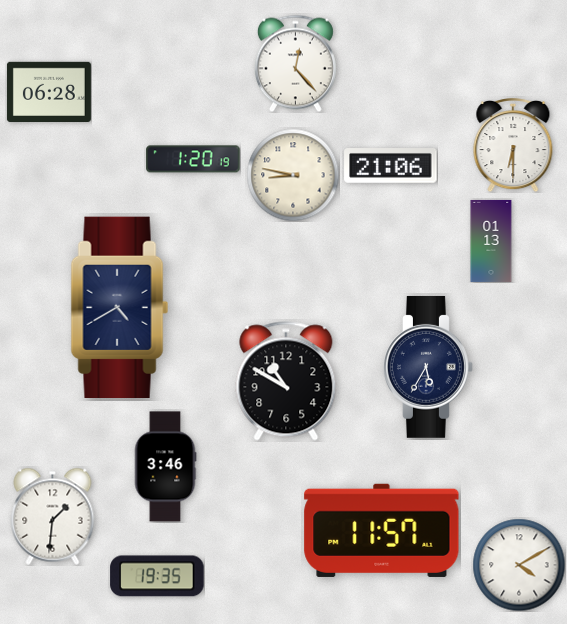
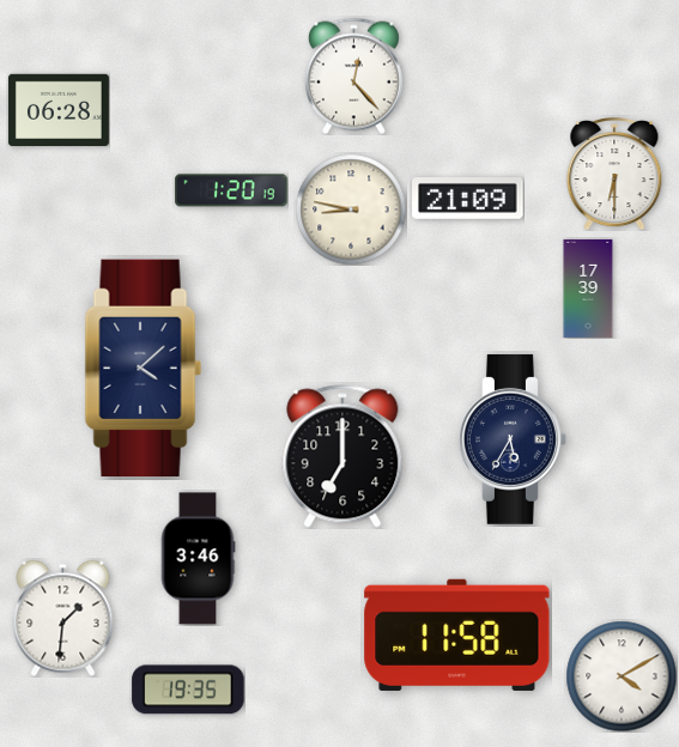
clock at (391, 166): 21:06 -> 21:09
clock at (491, 241): 01:13 -> 17:39
clock at (120, 307): 4:40 -> 4:08
clock at (286, 381): 10:50 -> 7:00
clock at (382, 530): 11:57 -> 11:58
